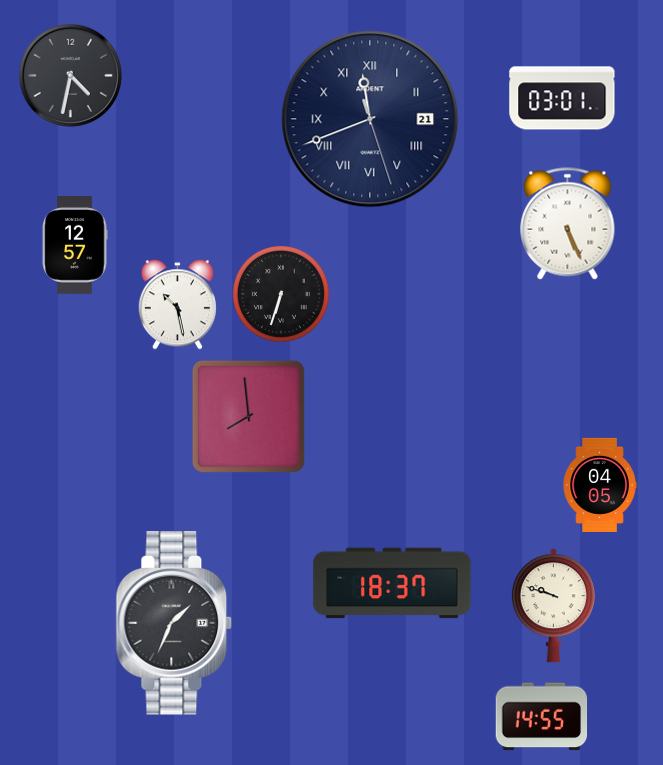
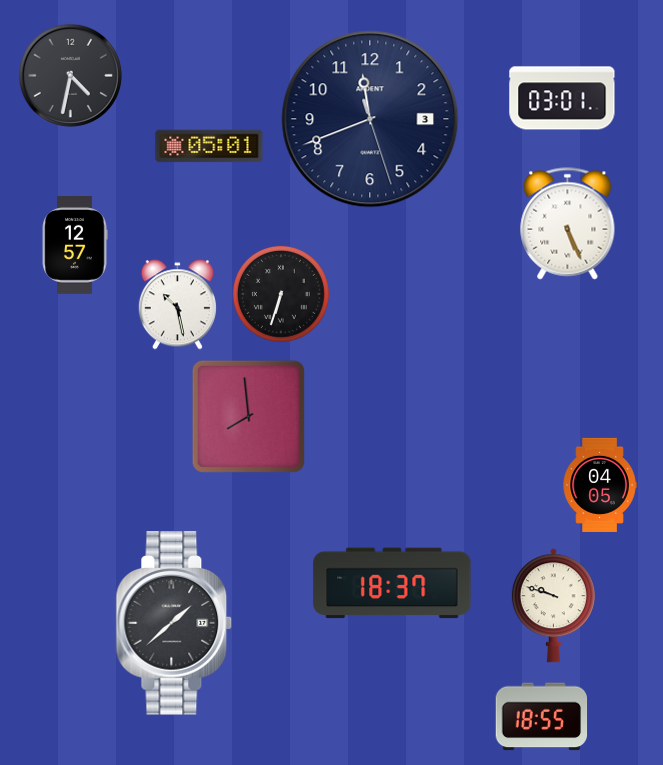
clock at (370, 119) date: 21 -> 3
clock at (370, 119) numerals: Roman -> Arabic
clock at (209, 146): none -> 05:01
clock at (174, 623): 1:34 -> 1:38
clock at (542, 717): 14:55 -> 18:55
